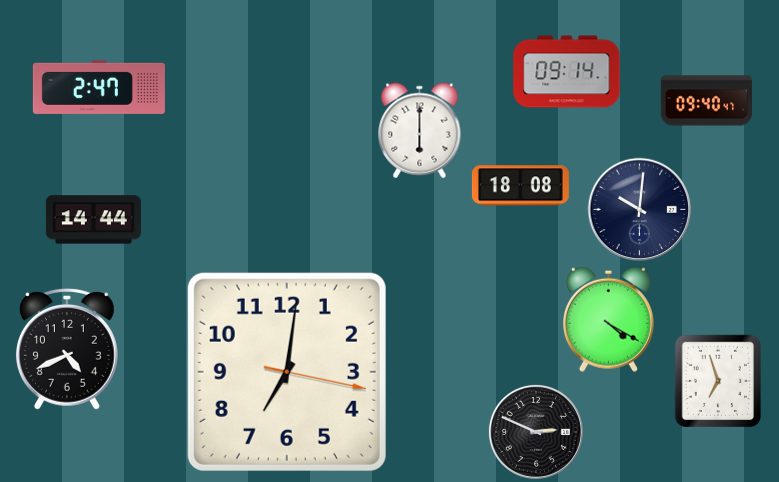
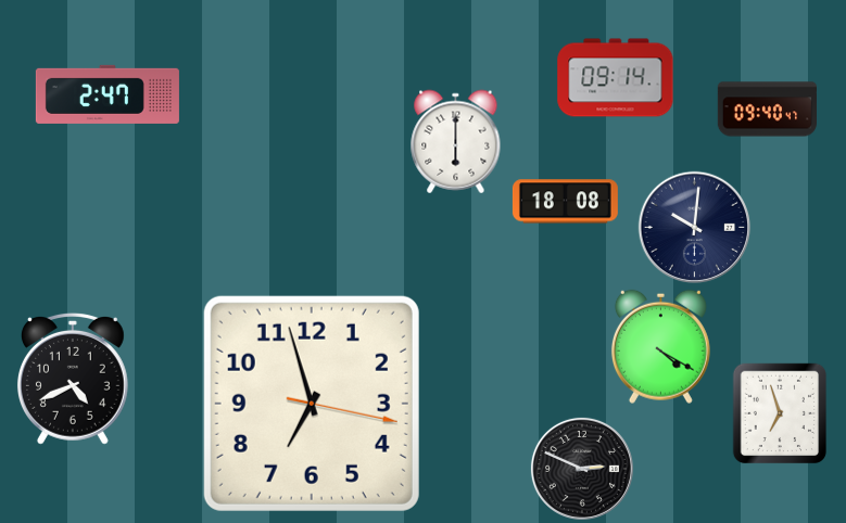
clock at (93, 220): 14:44 -> none
clock at (287, 372): 7:01 -> 6:57
